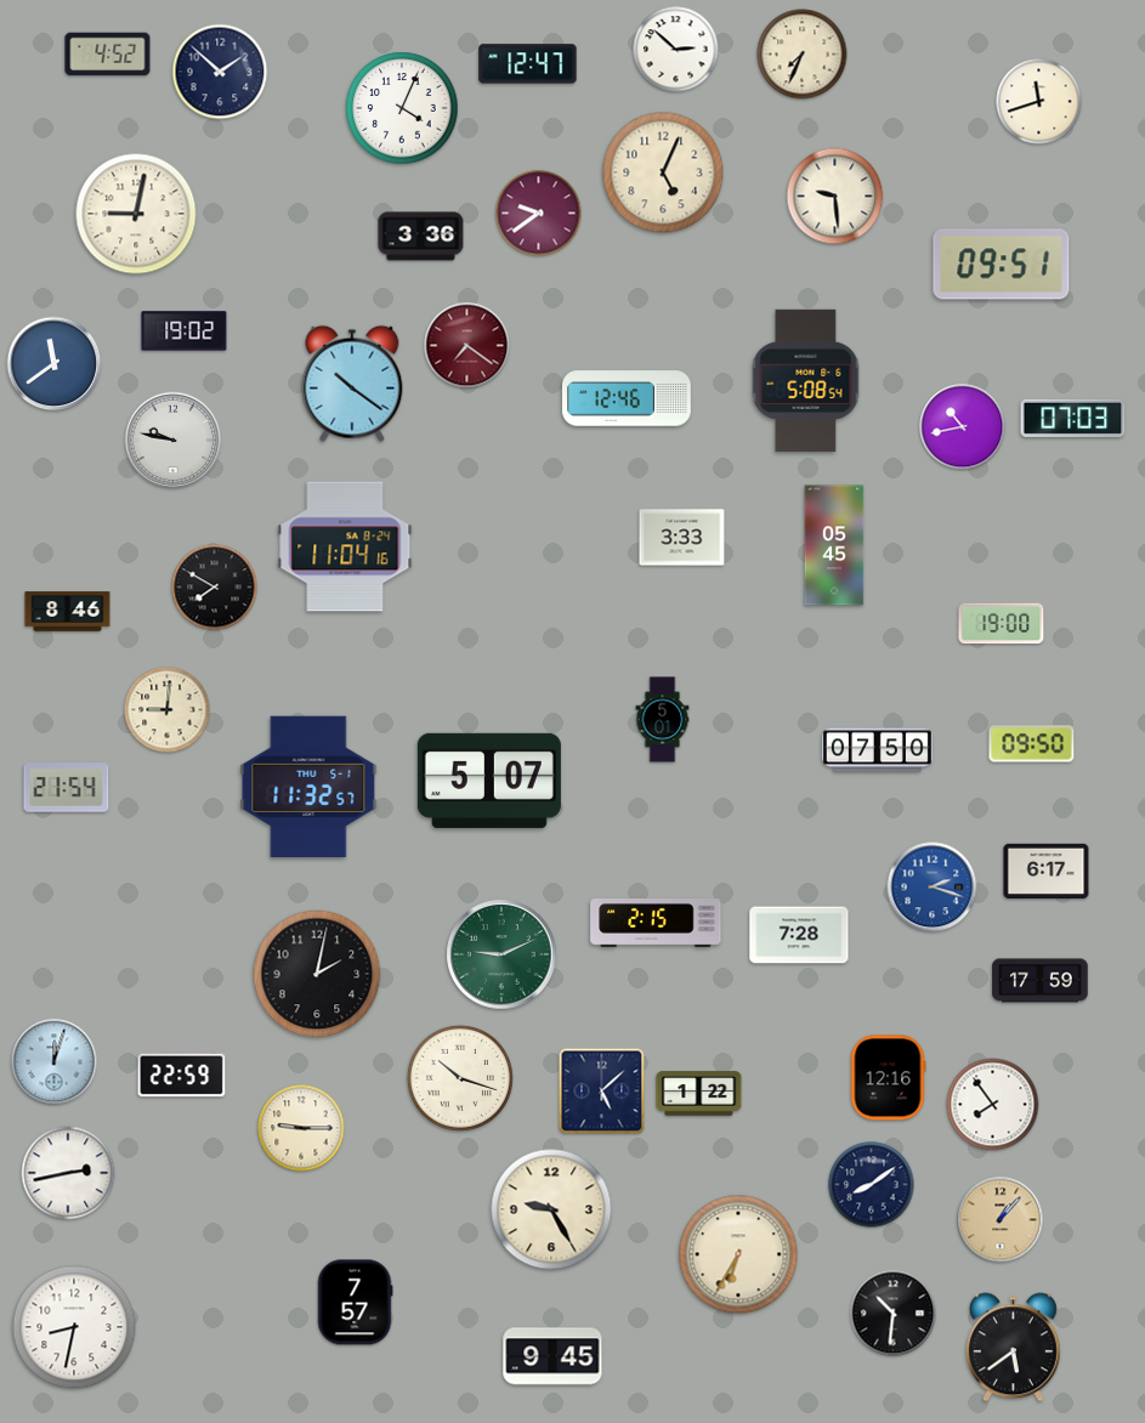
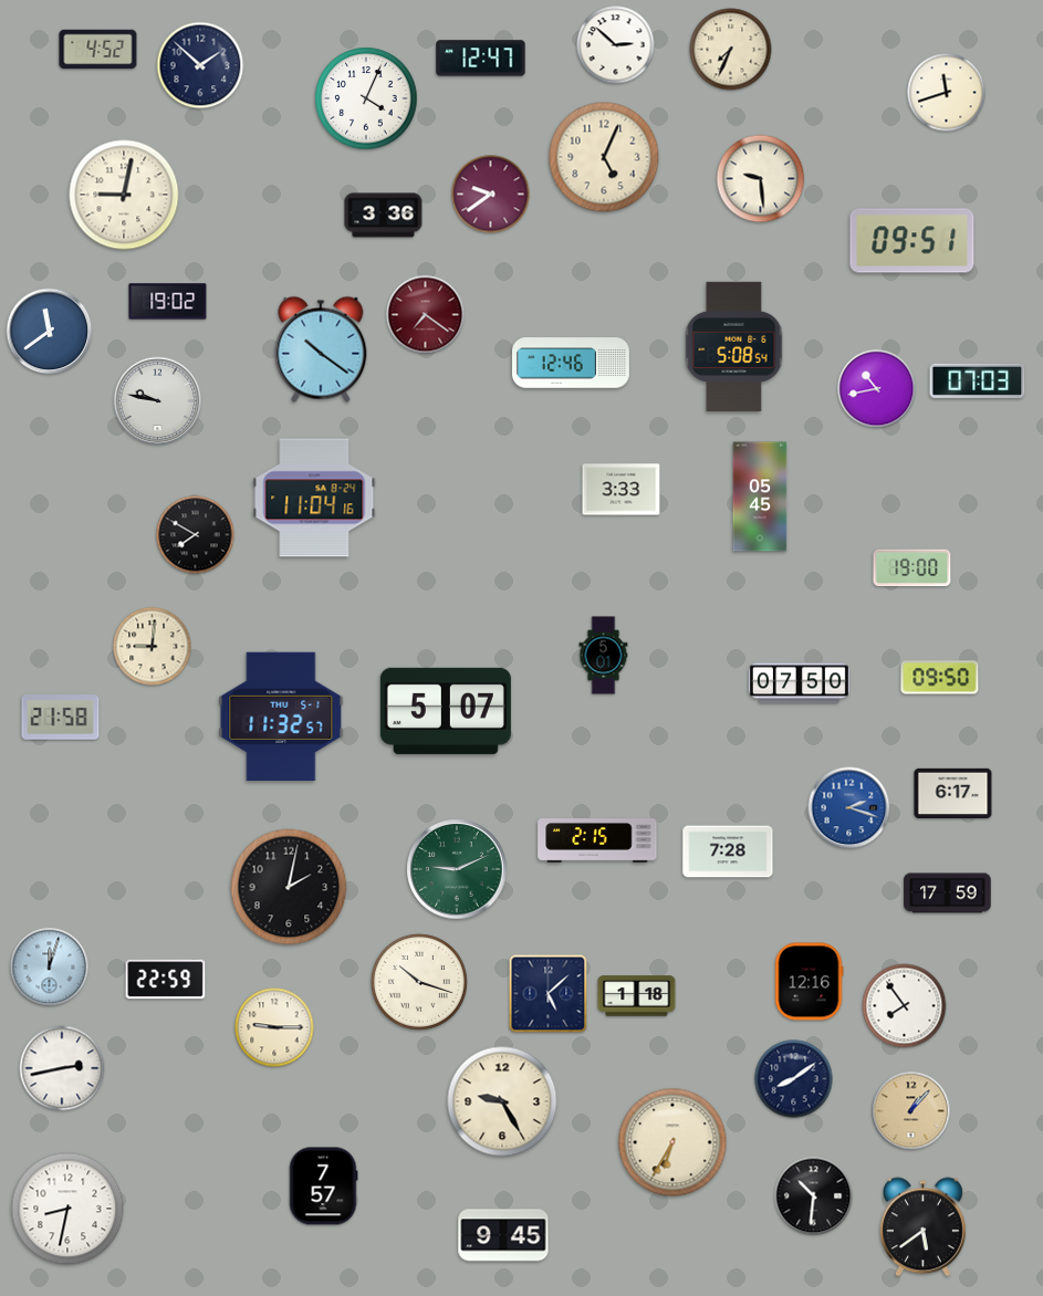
clock at (68, 612): 8:46 -> none
clock at (67, 788): 21:54 -> 21:58
clock at (699, 1094): 1:22 -> 1:18
